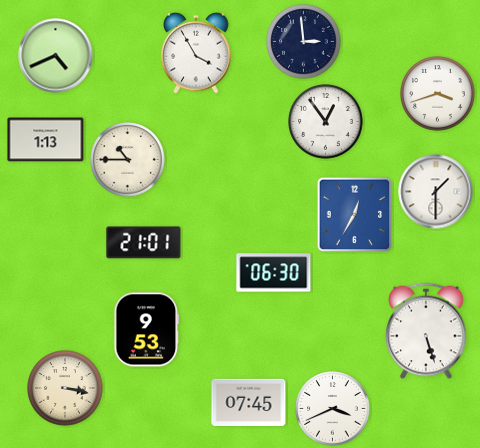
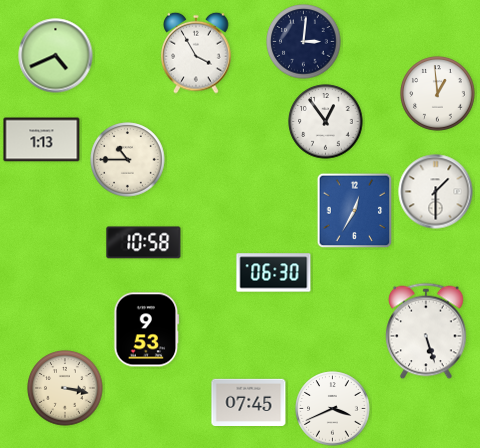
clock at (304, 42): 2:59 -> 3:01
clock at (438, 94): 3:42 -> 12:59
clock at (46, 140) position: (46, 140) -> (42, 140)
clock at (355, 215) position: (355, 215) -> (355, 211)
clock at (144, 243): 21:01 -> 10:58
